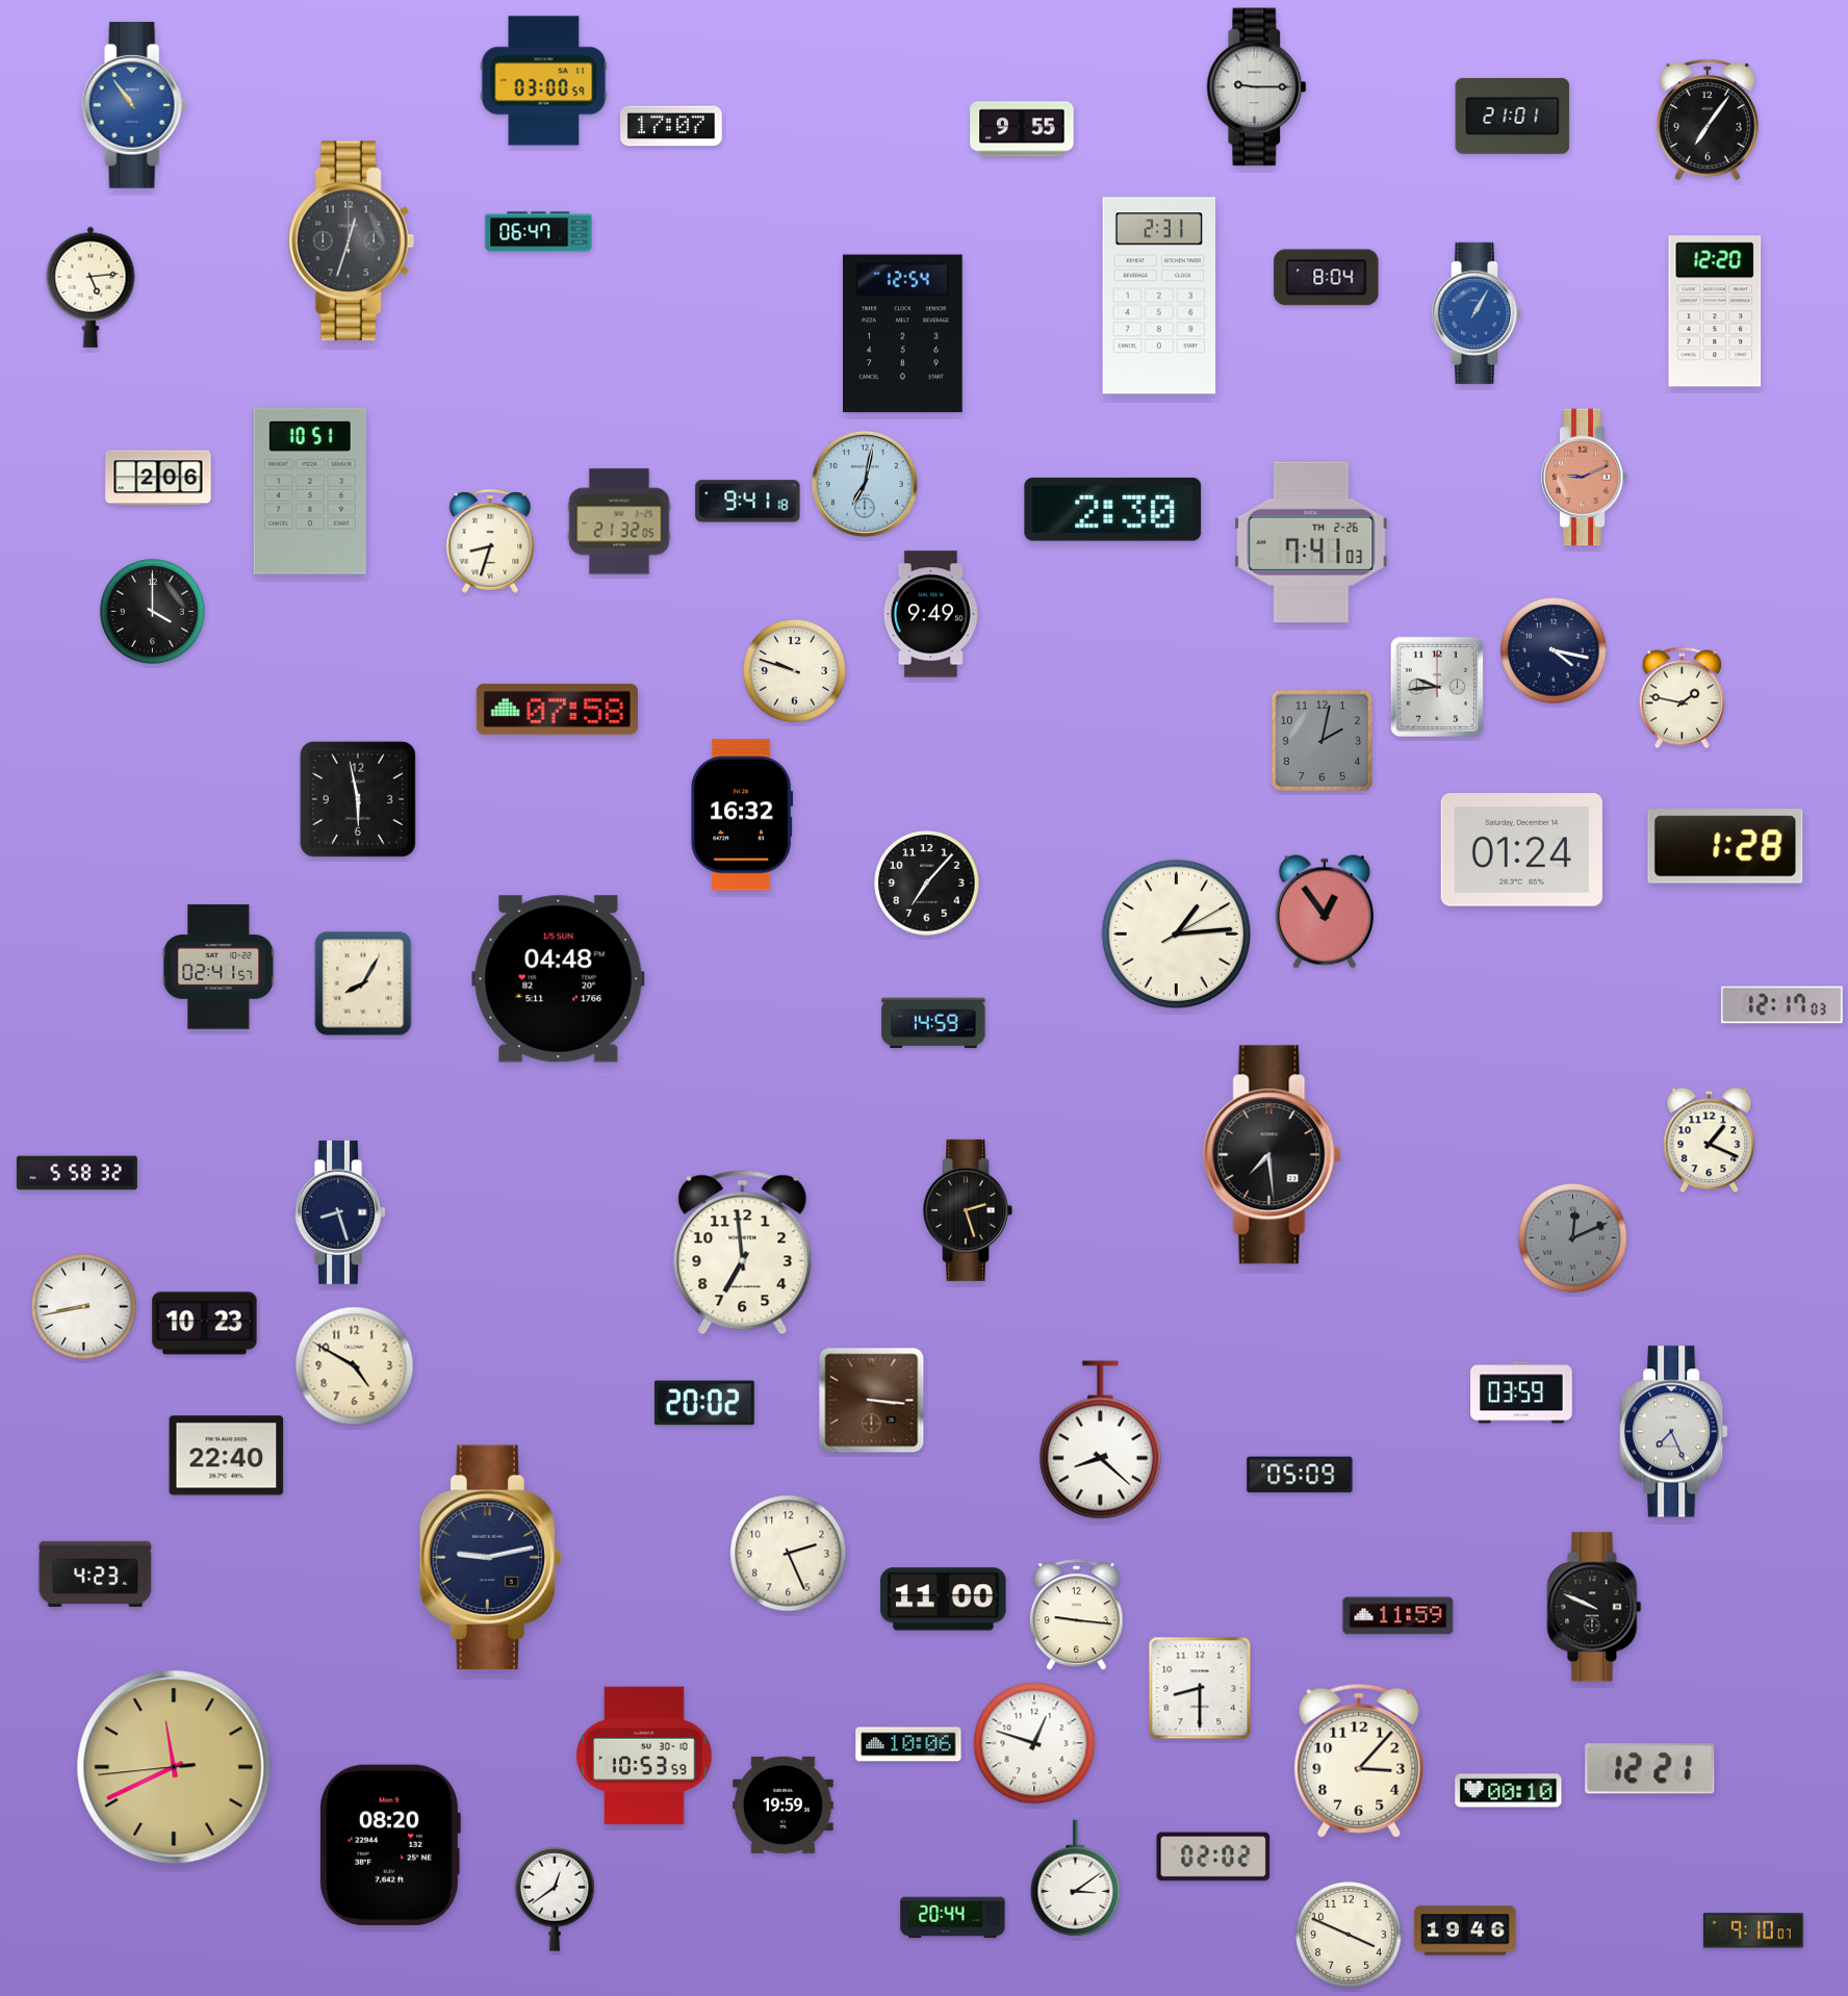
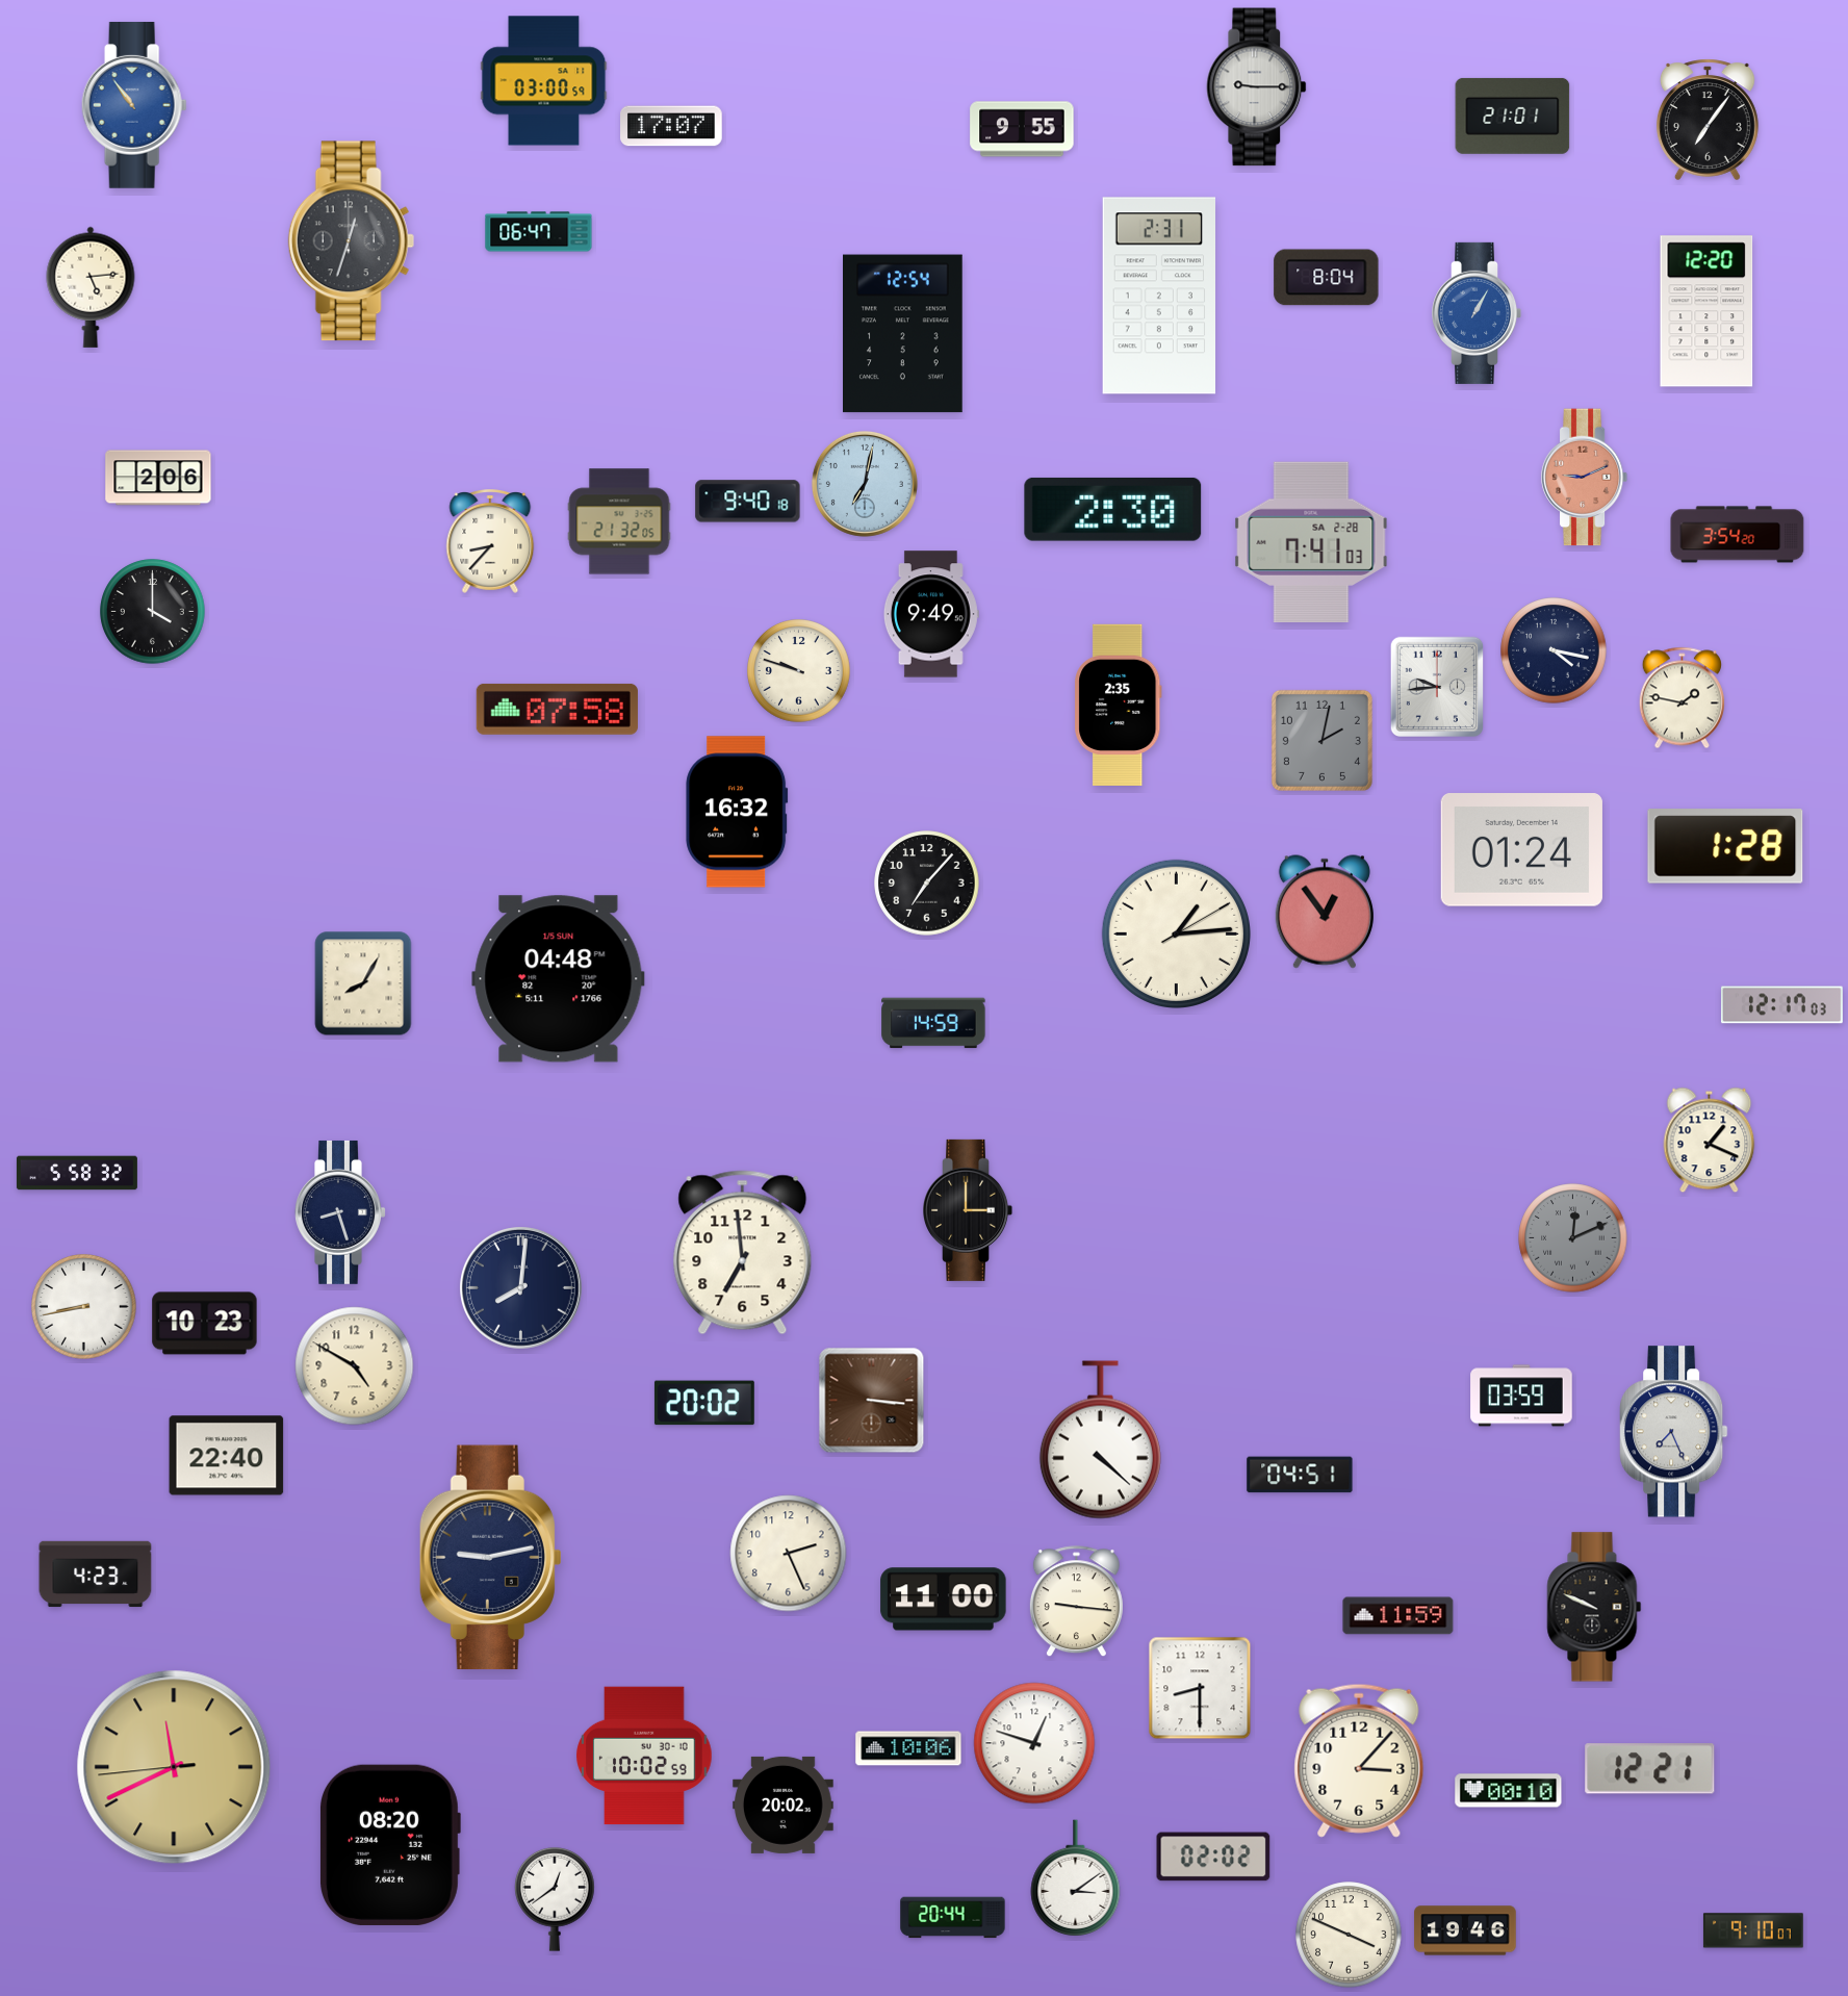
clock at (1715, 311) position: (1715, 311) -> (1706, 311)
clock at (310, 491): 10:51 -> none
clock at (748, 502): 9:41 -> 9:40
clock at (1738, 535): none -> 3:54
clock at (490, 542): 8:33 -> 8:37
clock at (1311, 542) date: TH 2-26 -> SA 2-28
clock at (795, 671) position: (795, 671) -> (799, 671)
clock at (1119, 705): none -> 2:35
clock at (358, 799): 5:58 -> none
clock at (742, 815) position: (742, 815) -> (737, 812)
clock at (219, 967): 02:41 -> none
clock at (1272, 1155): 7:29 -> none
clock at (969, 1210): 2:27 -> 3:00
clock at (521, 1288): none -> 8:01
clock at (1521, 1392) position: (1521, 1392) -> (1521, 1396)
clock at (1100, 1440): 8:22 -> 4:22
clock at (1300, 1475): 05:09 -> 04:51
clock at (1076, 1615) position: (1076, 1615) -> (1076, 1602)
clock at (908, 1744) position: (908, 1744) -> (908, 1748)
clock at (644, 1756): 10:53 -> 10:02
clock at (784, 1805): 19:59 -> 20:02
